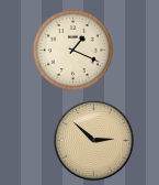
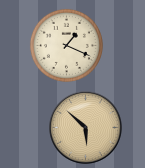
clock at (94, 141): 2:52 -> 5:52
